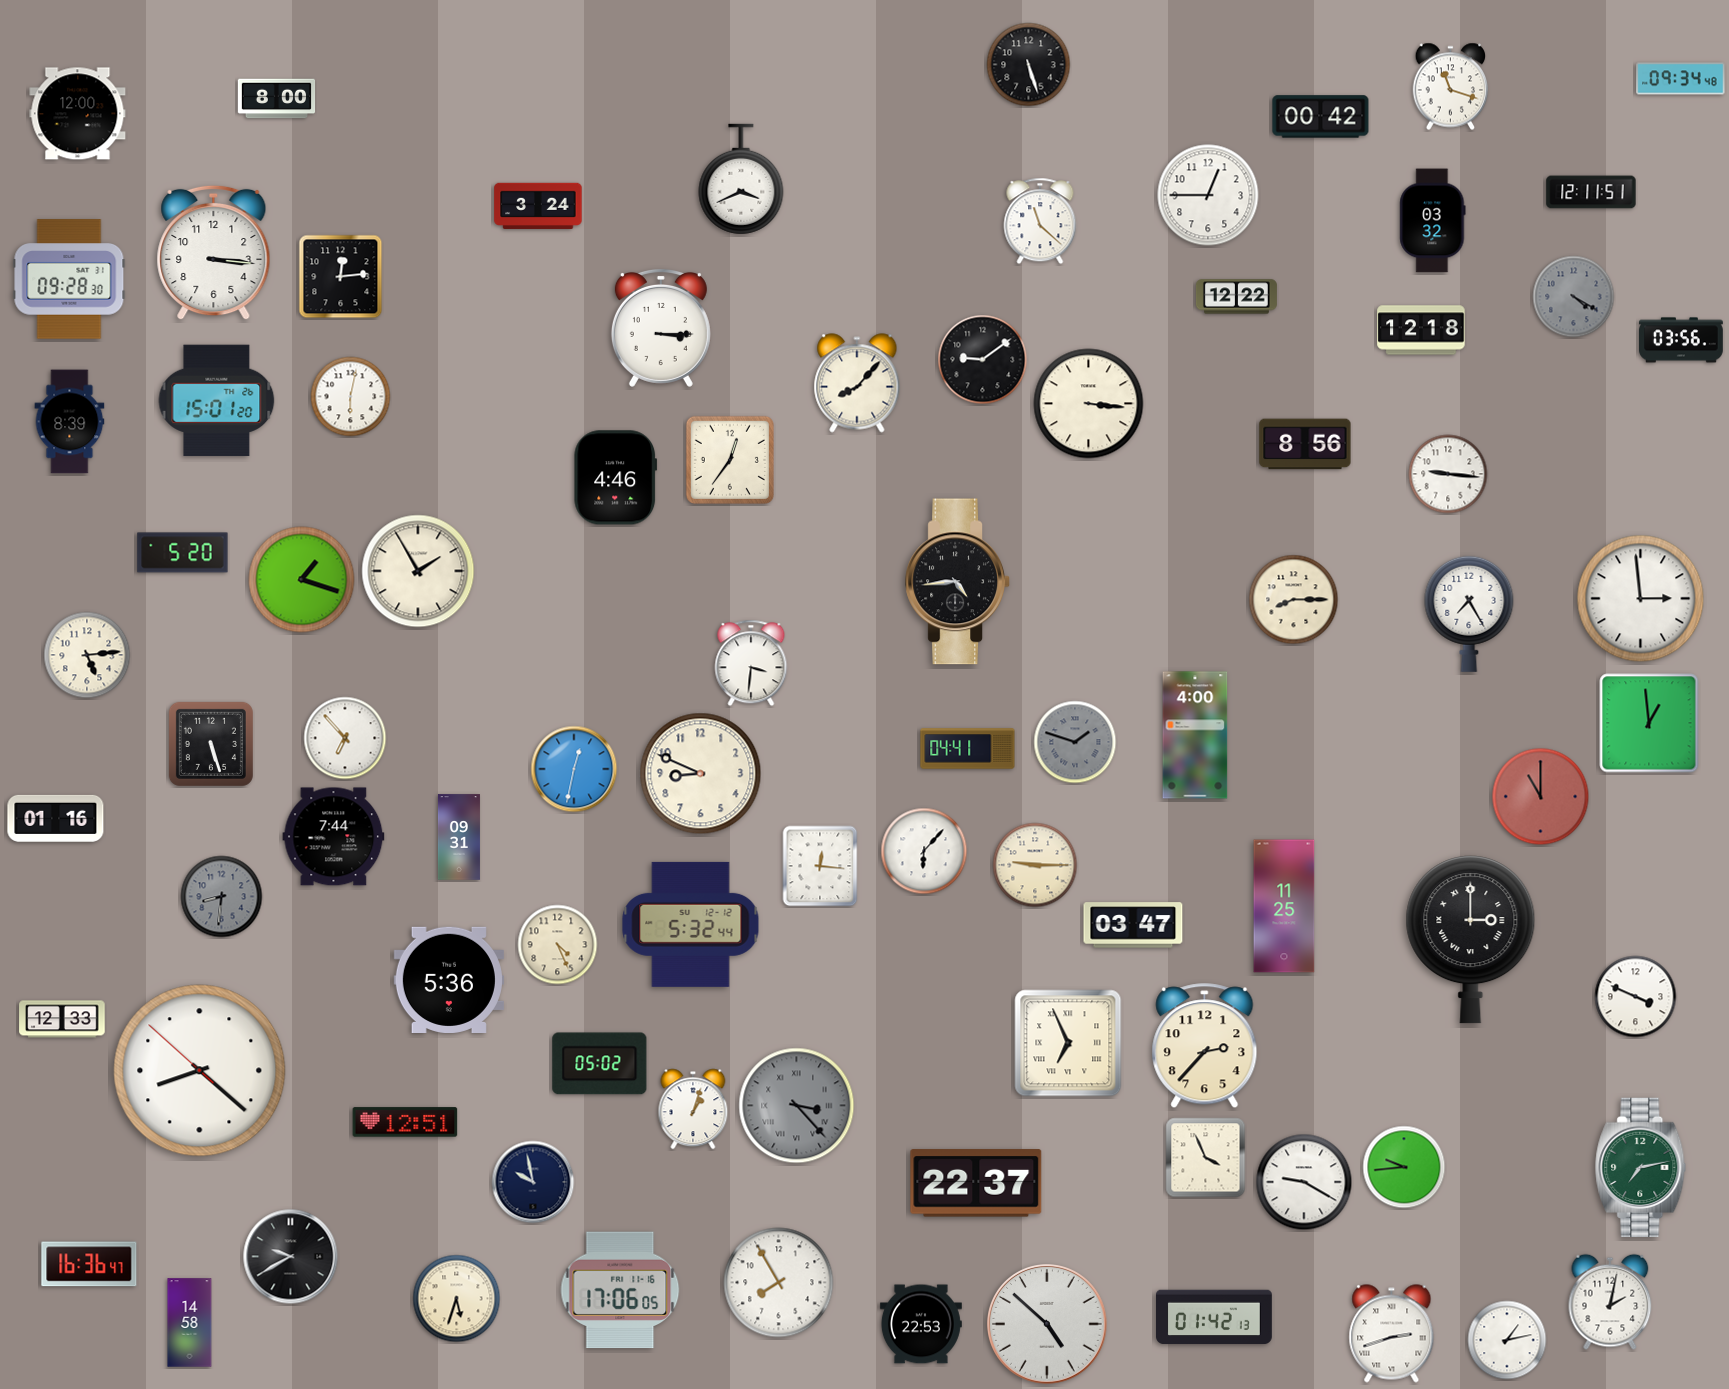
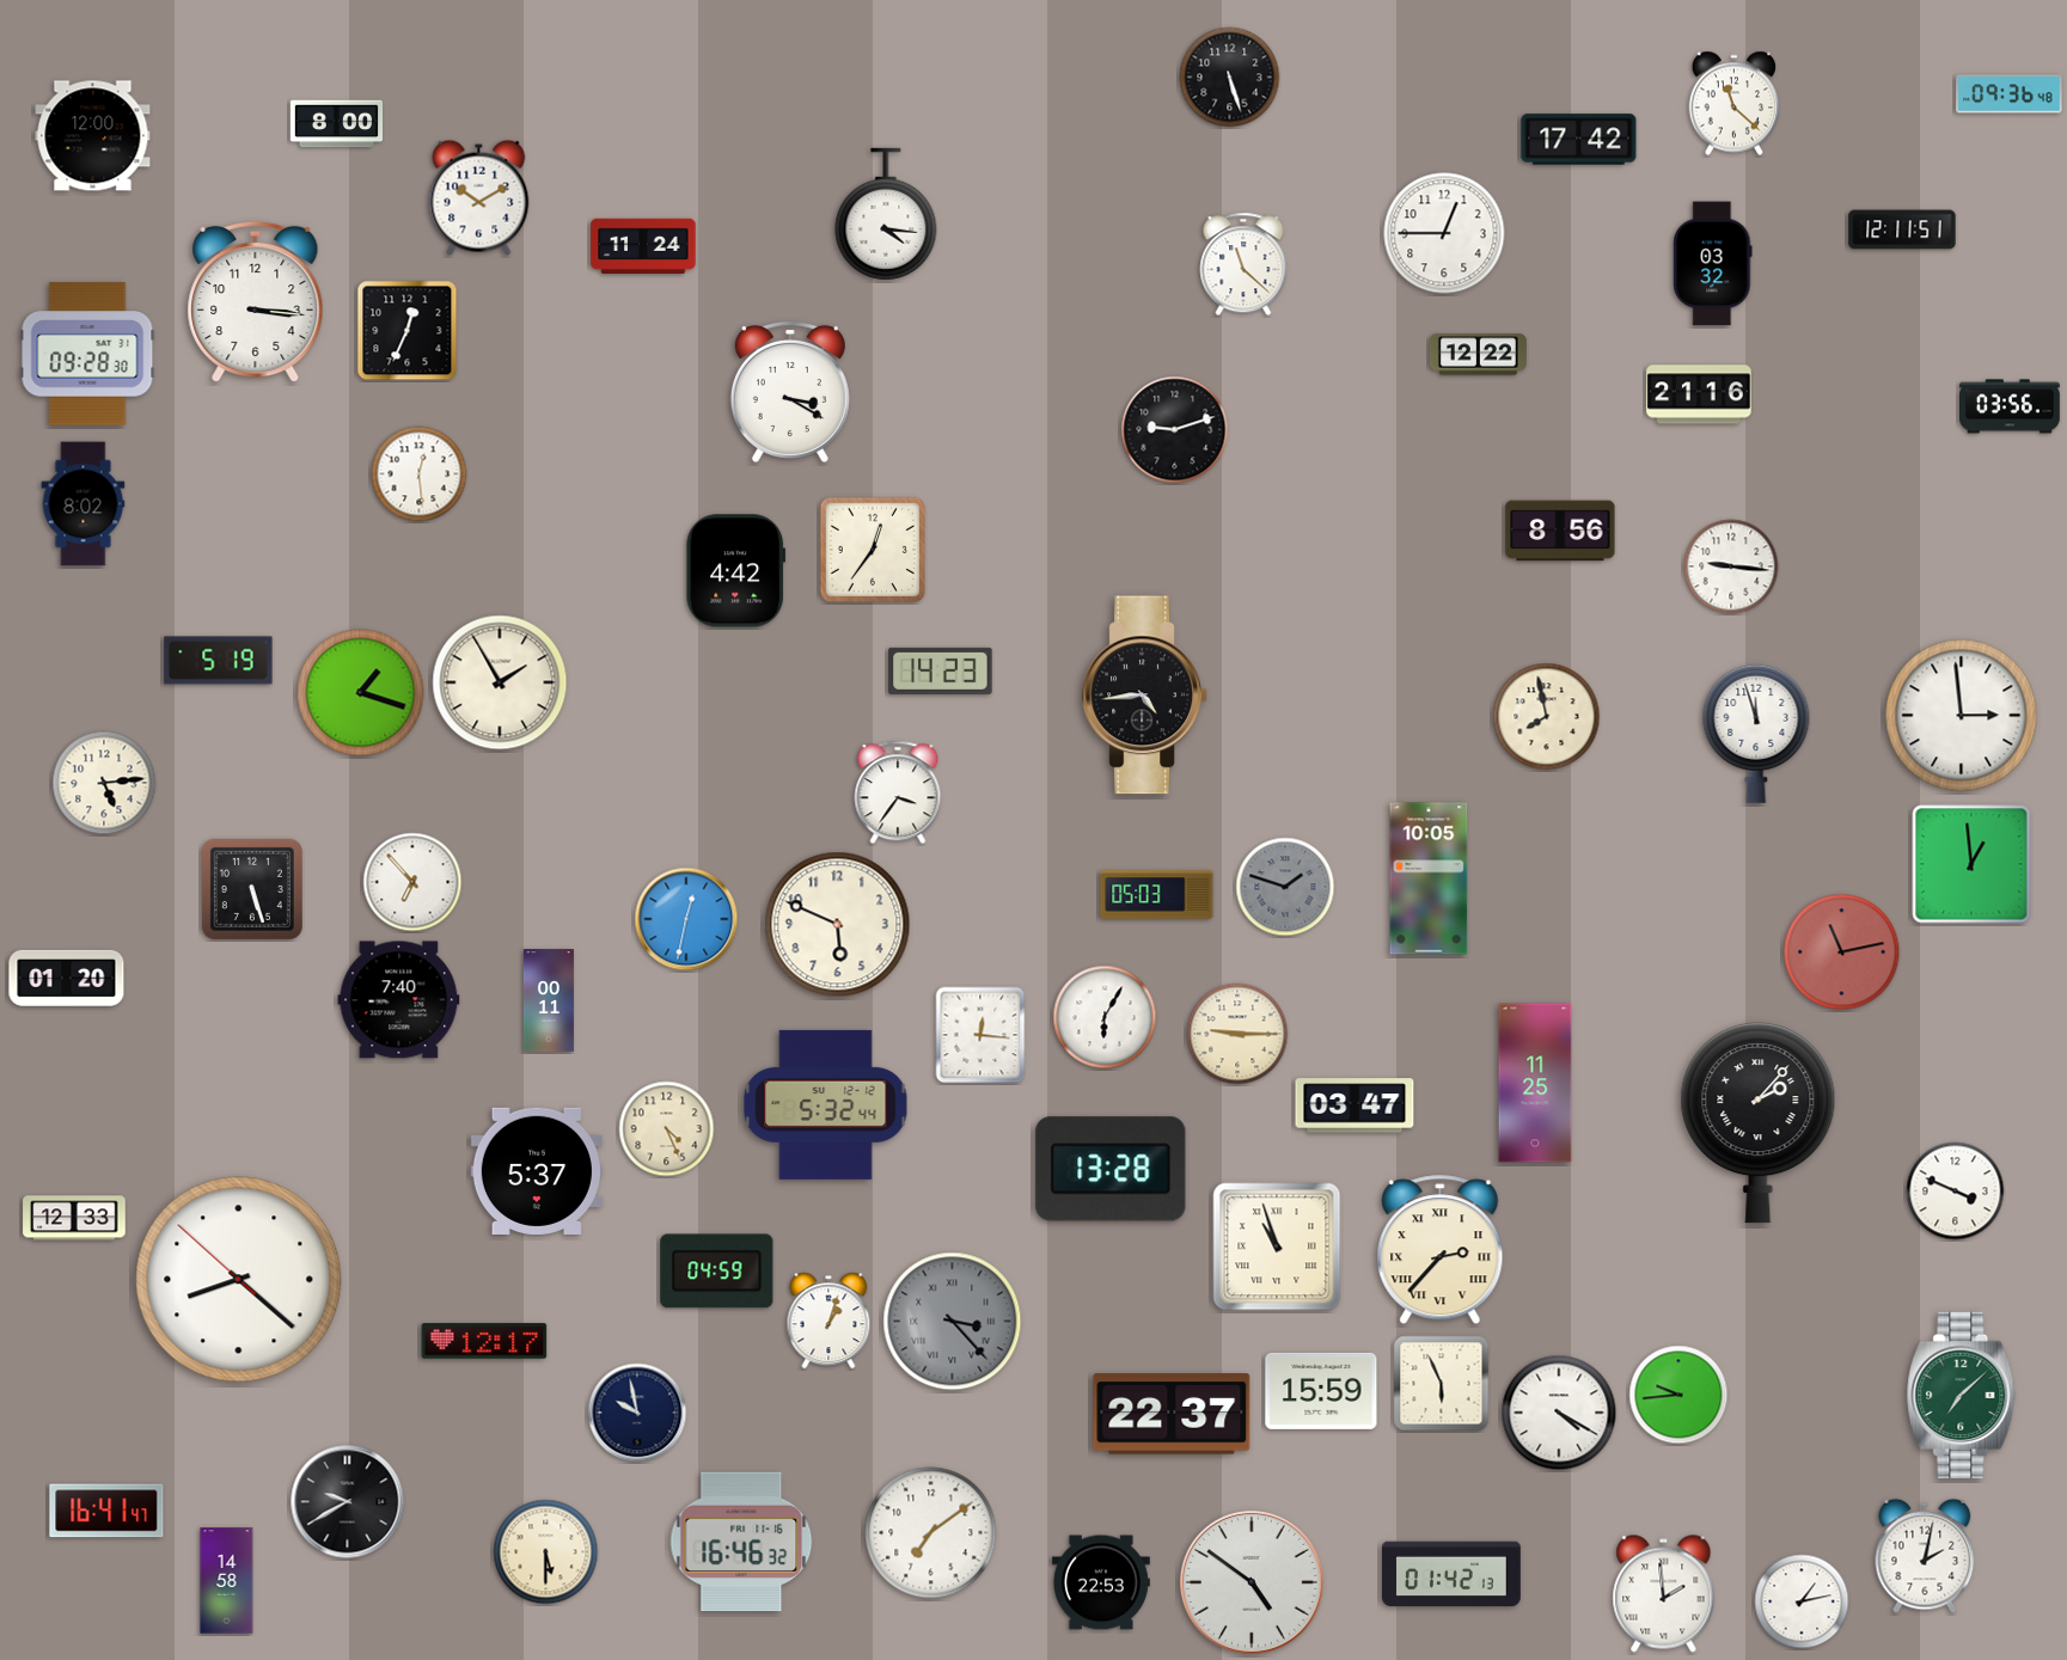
clock at (1681, 79): 09:34 -> 09:36
clock at (1451, 87): 11:18 -> 11:22
clock at (277, 99) position: (277, 99) -> (337, 124)
clock at (1321, 117): 00:42 -> 17:42
clock at (479, 197): none -> 10:10
clock at (741, 179): 3:41 -> 4:16
clock at (538, 205): 3:24 -> 11:24
clock at (341, 277): 12:14 -> 12:34
clock at (69, 279) position: (69, 279) -> (87, 354)
clock at (1574, 297): 4:20 -> none
clock at (661, 328): 3:15 -> 3:20
clock at (1421, 330): 12:18 -> 21:16
clock at (983, 360): 9:09 -> 9:12
clock at (857, 383): 8:07 -> none
clock at (351, 397): 6:02 -> 12:29
clock at (217, 401): 15:01 -> none
clock at (1089, 404): 3:16 -> none
clock at (70, 422): 8:39 -> 8:02
clock at (616, 478): 4:46 -> 4:42
clock at (183, 553): 5:20 -> 5:19
clock at (941, 670): none -> 14:23
clock at (1294, 600): 8:15 -> 7:58
clock at (1469, 614): 7:25 -> 11:57
clock at (751, 663): 3:31 -> 3:36
clock at (1195, 735): 4:00 -> 10:05
clock at (968, 749): 04:41 -> 05:03
clock at (701, 774): 8:49 -> 5:49
clock at (1541, 797): 11:00 -> 11:13
clock at (56, 818): 01:16 -> 01:20
clock at (334, 837): 7:44 -> 7:40
clock at (459, 837): 09:31 -> 00:11
clock at (924, 851): 6:07 -> 6:05
clock at (222, 897): 8:31 -> none
clock at (1471, 940): 3:00 -> 2:07
clock at (1111, 1169): none -> 13:28
clock at (449, 979): 5:36 -> 5:37
clock at (1068, 1043): 6:56 -> 10:57
clock at (1205, 1046) numerals: Arabic -> Roman
clock at (600, 1064): 05:02 -> 04:59
clock at (693, 1109) position: (693, 1109) -> (828, 1321)
clock at (405, 1122): 12:51 -> 12:17
clock at (1206, 1158): 3:56 -> 5:56
clock at (1321, 1391): none -> 15:59
clock at (1641, 1168): 7:13 -> 7:08
clock at (1304, 1182): 9:20 -> 4:20
clock at (976, 1183) position: (976, 1183) -> (1172, 1414)
clock at (89, 1264): 16:36 -> 16:41
clock at (779, 1283): 7:55 -> 7:09
clock at (620, 1290): 17:06 -> 16:46
clock at (457, 1299): 5:33 -> 5:30
clock at (1048, 1325): 4:52 -> 4:51
clock at (1392, 1334): 2:42 -> 1:59
